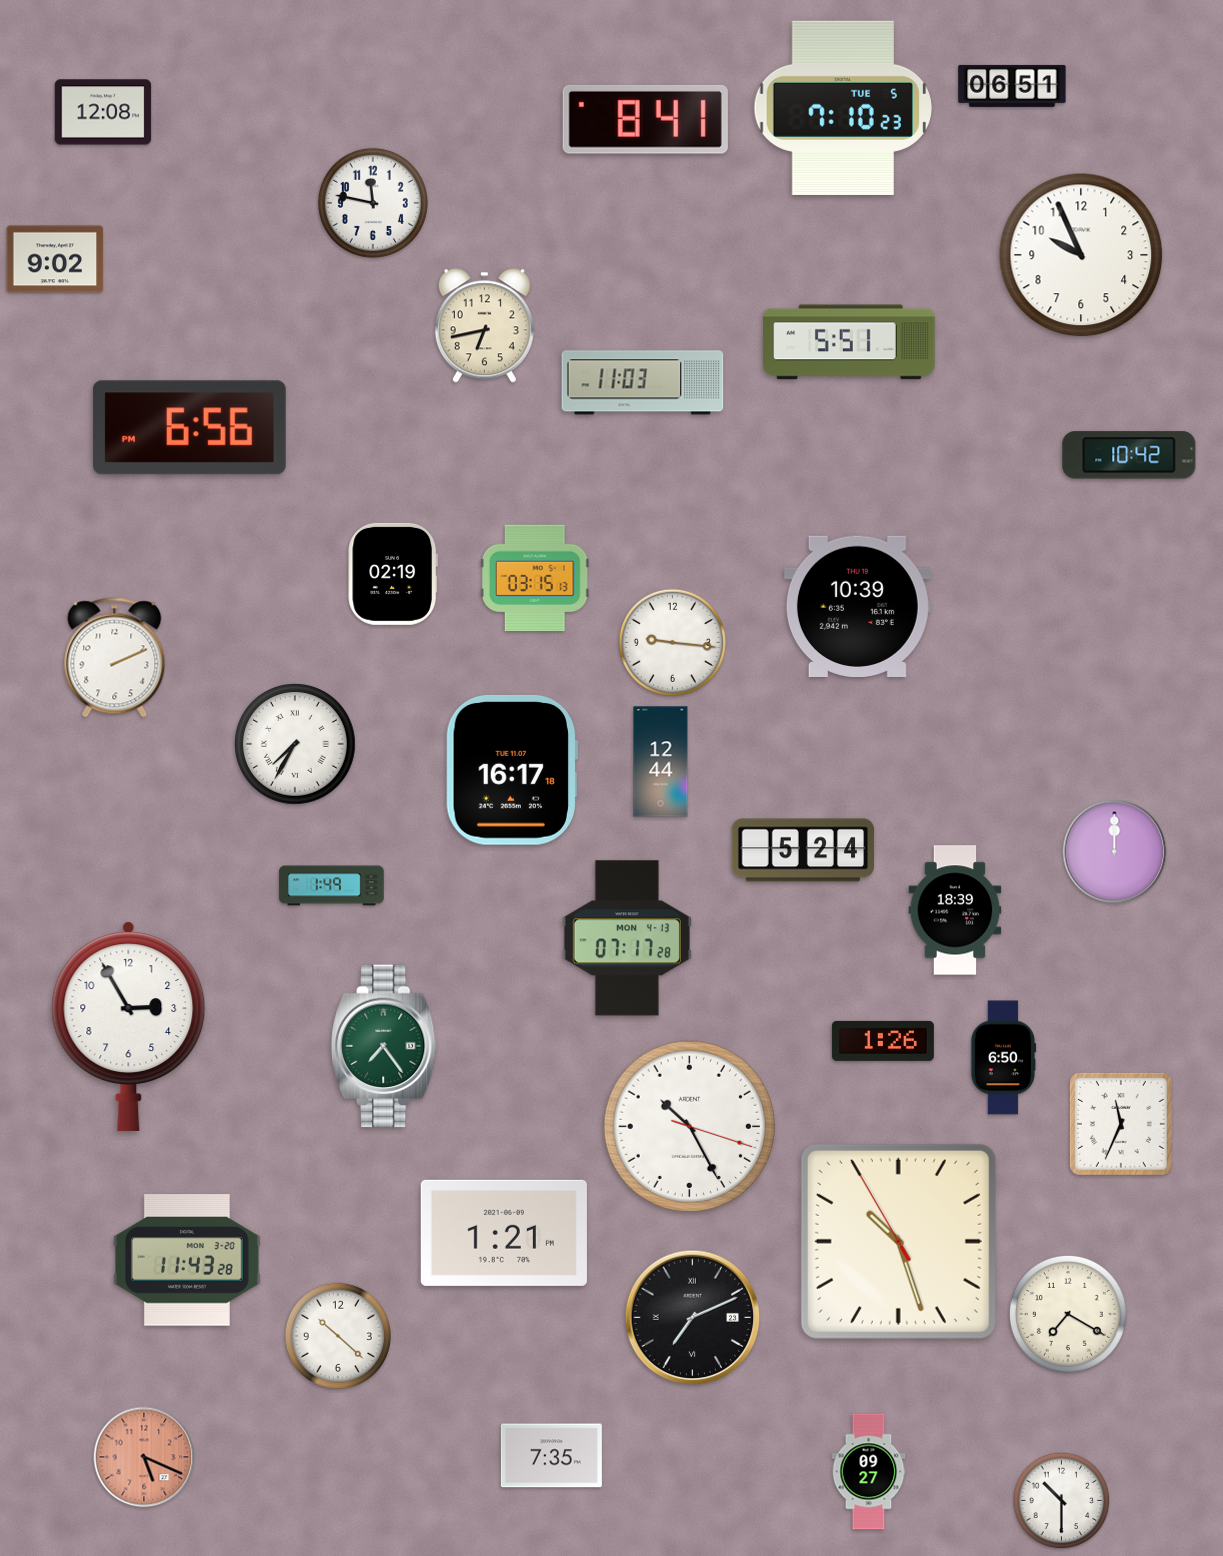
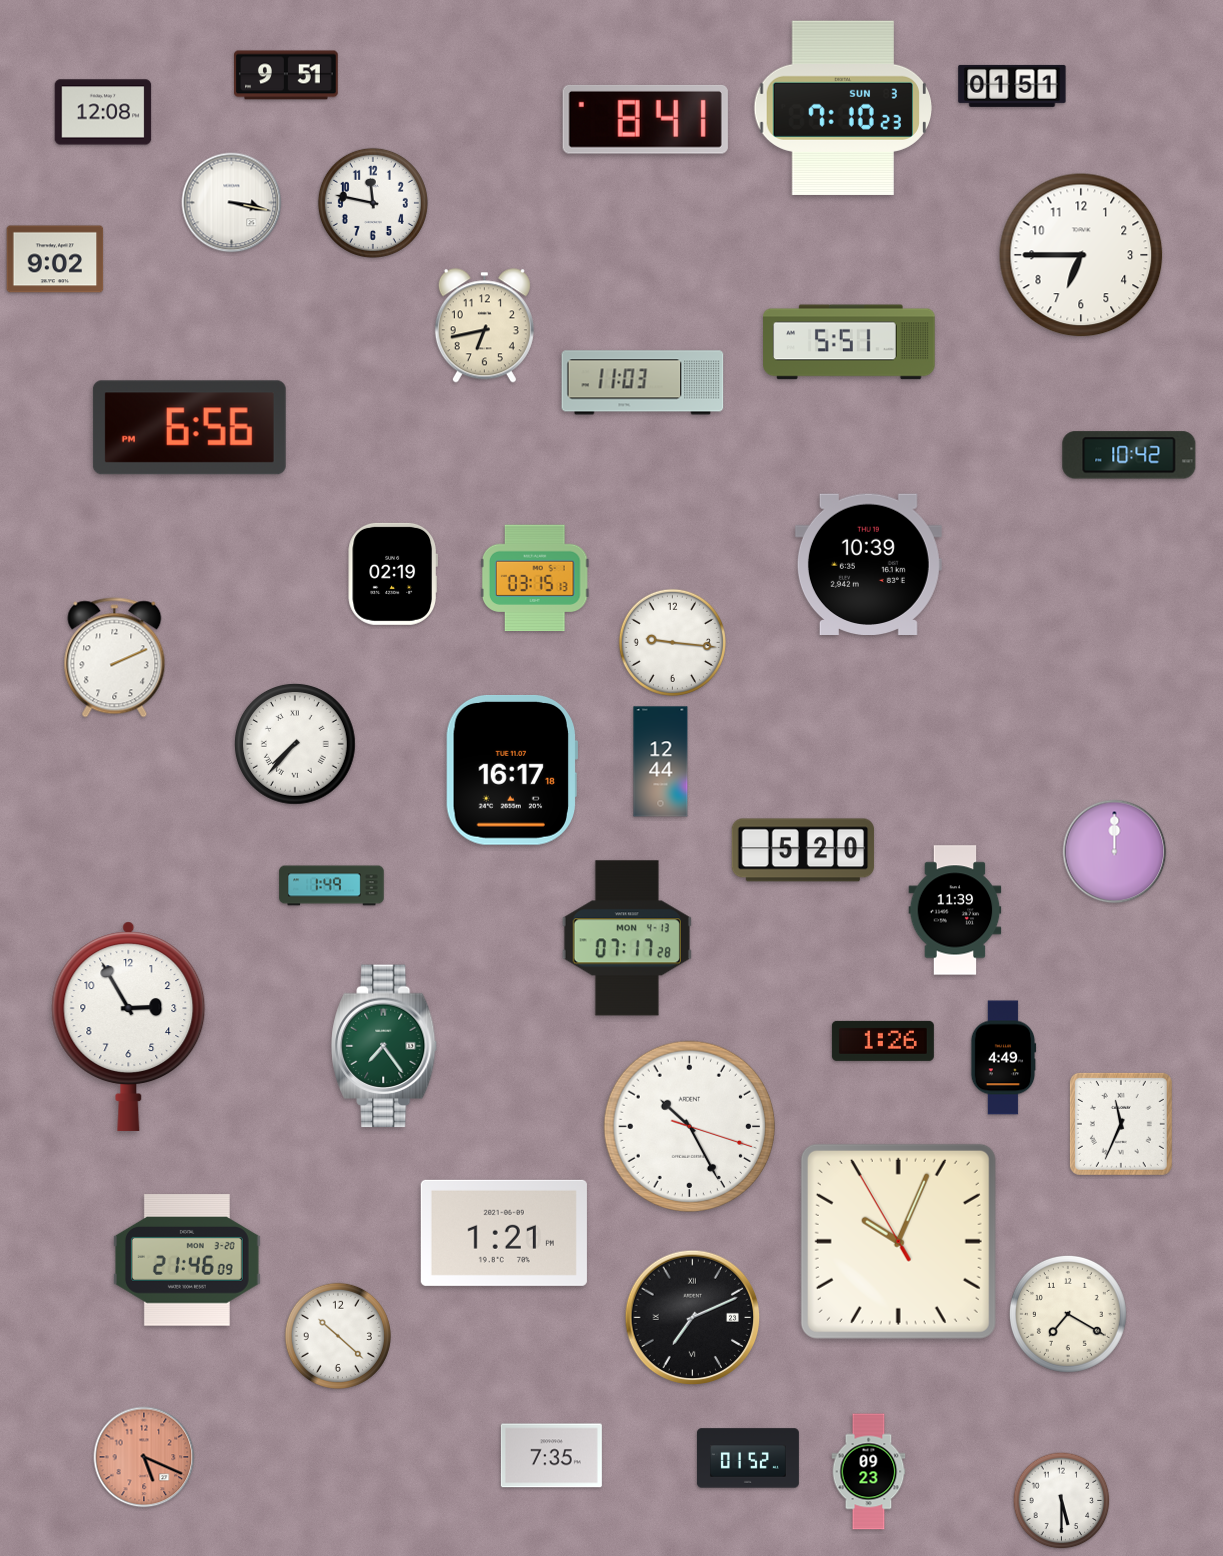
clock at (286, 75): none -> 9:51
clock at (1012, 86): 06:51 -> 01:51
clock at (842, 107) date: TUE 5 -> SUN 3
clock at (232, 203): none -> 3:17
clock at (1081, 255): 9:56 -> 6:45
clock at (857, 606) position: (857, 606) -> (868, 564)
clock at (296, 745): 7:35 -> 7:37
clock at (803, 850): 5:24 -> 5:20
clock at (955, 910): 18:39 -> 11:39
clock at (1003, 1058): 6:50 -> 4:49
clock at (898, 1241): 10:26 -> 10:03
clock at (187, 1260): 11:43 -> 21:46
clock at (748, 1458): none -> 01:52
clock at (869, 1472): 09:27 -> 09:23
clock at (1062, 1501): 10:30 -> 5:30
